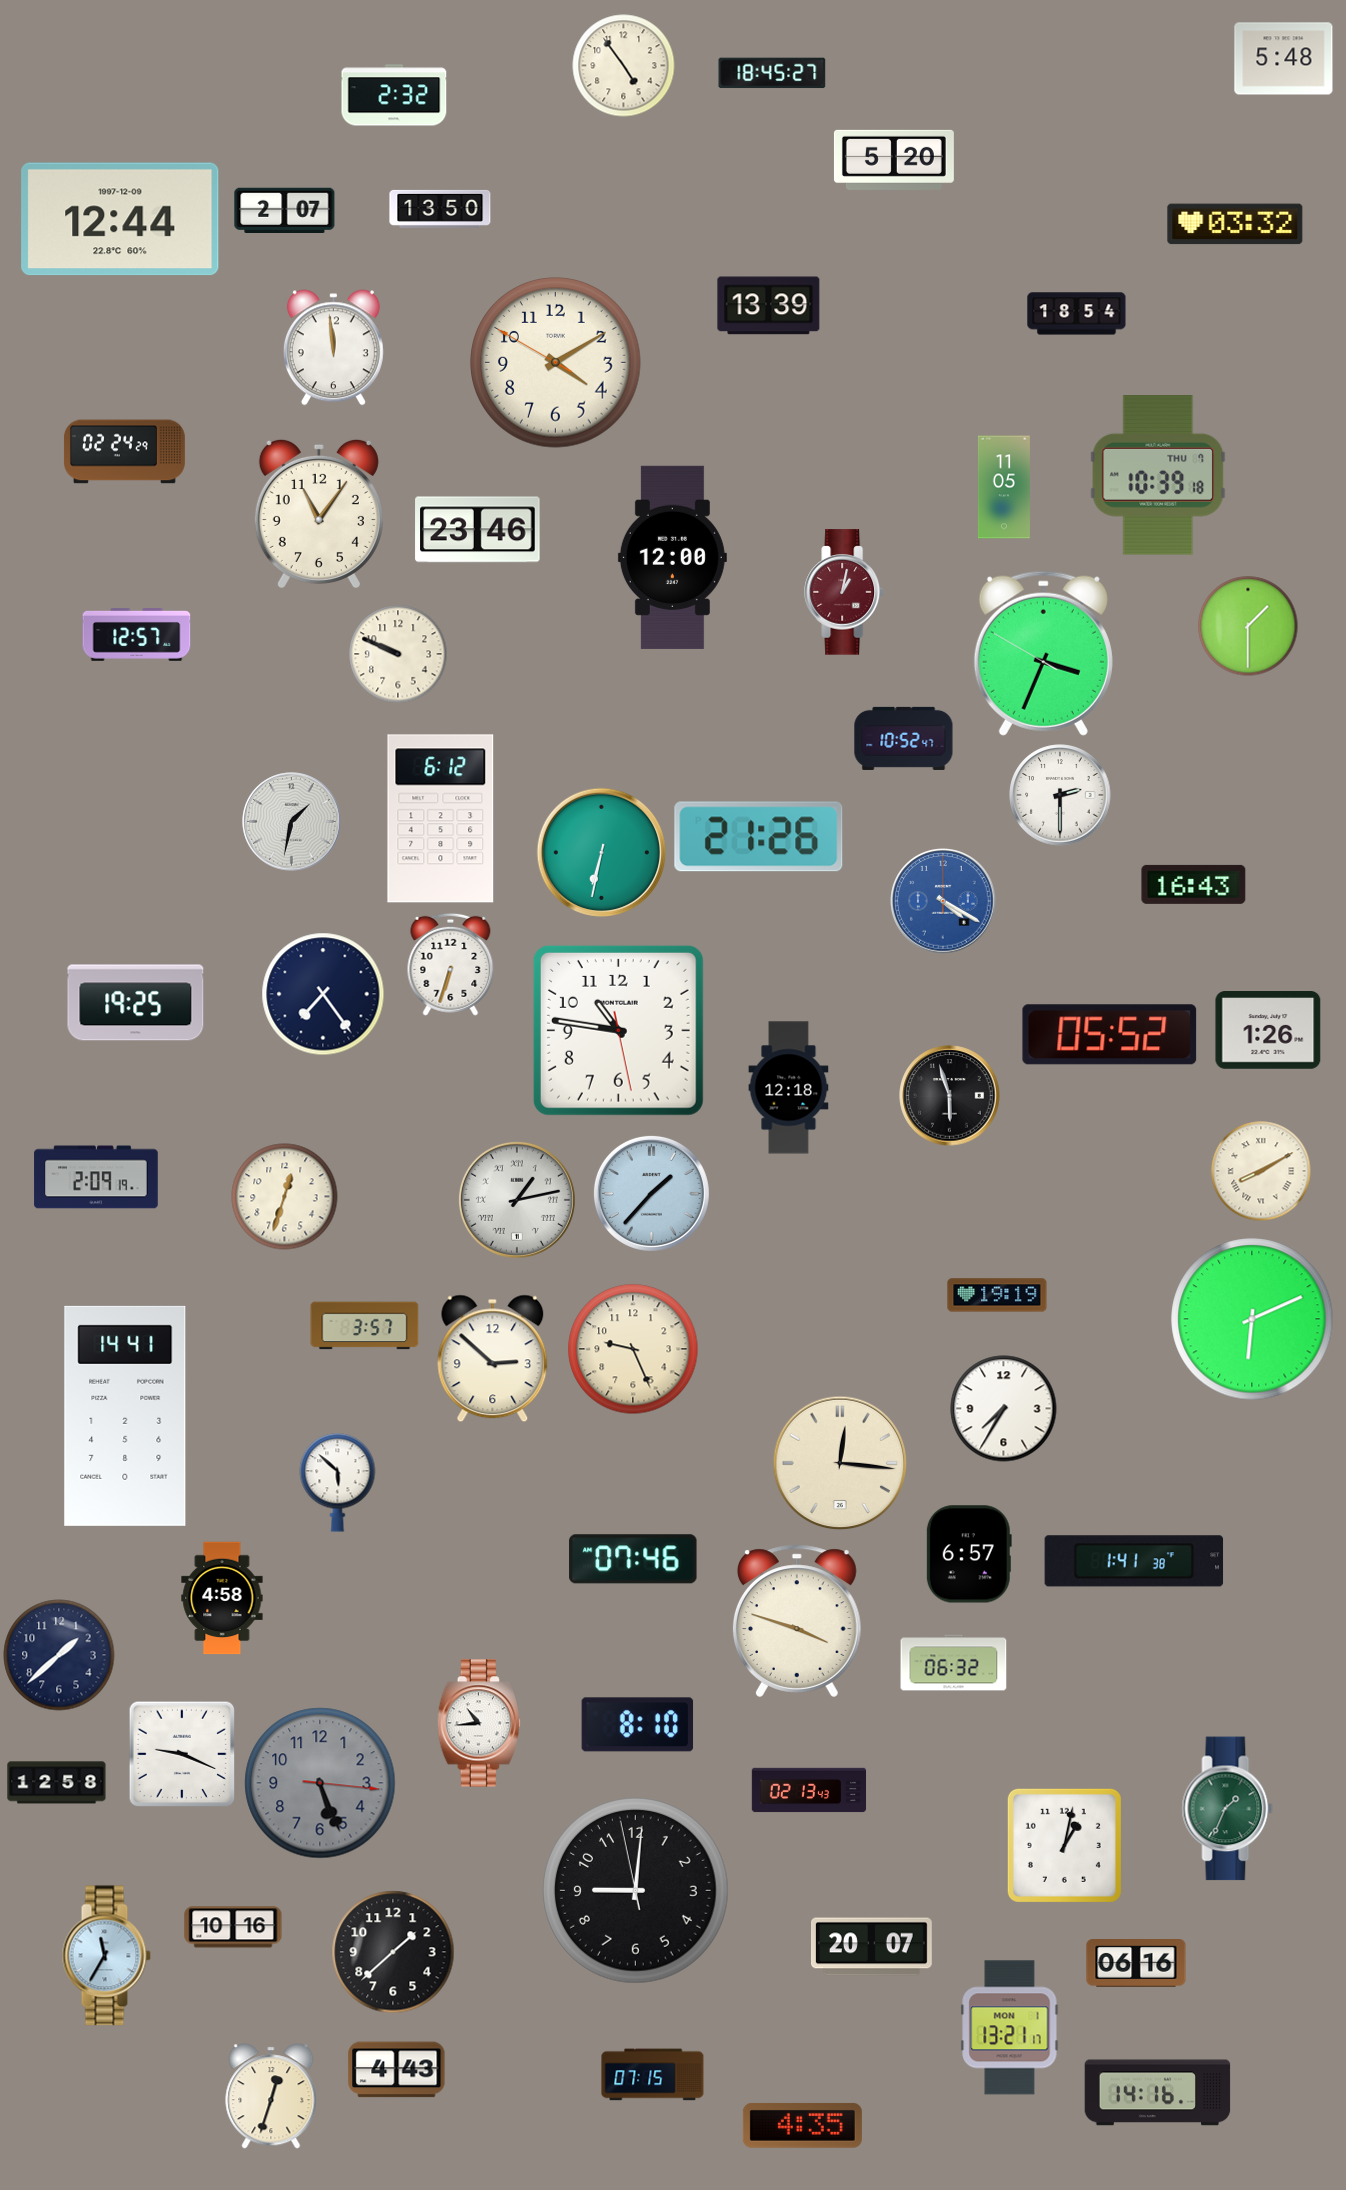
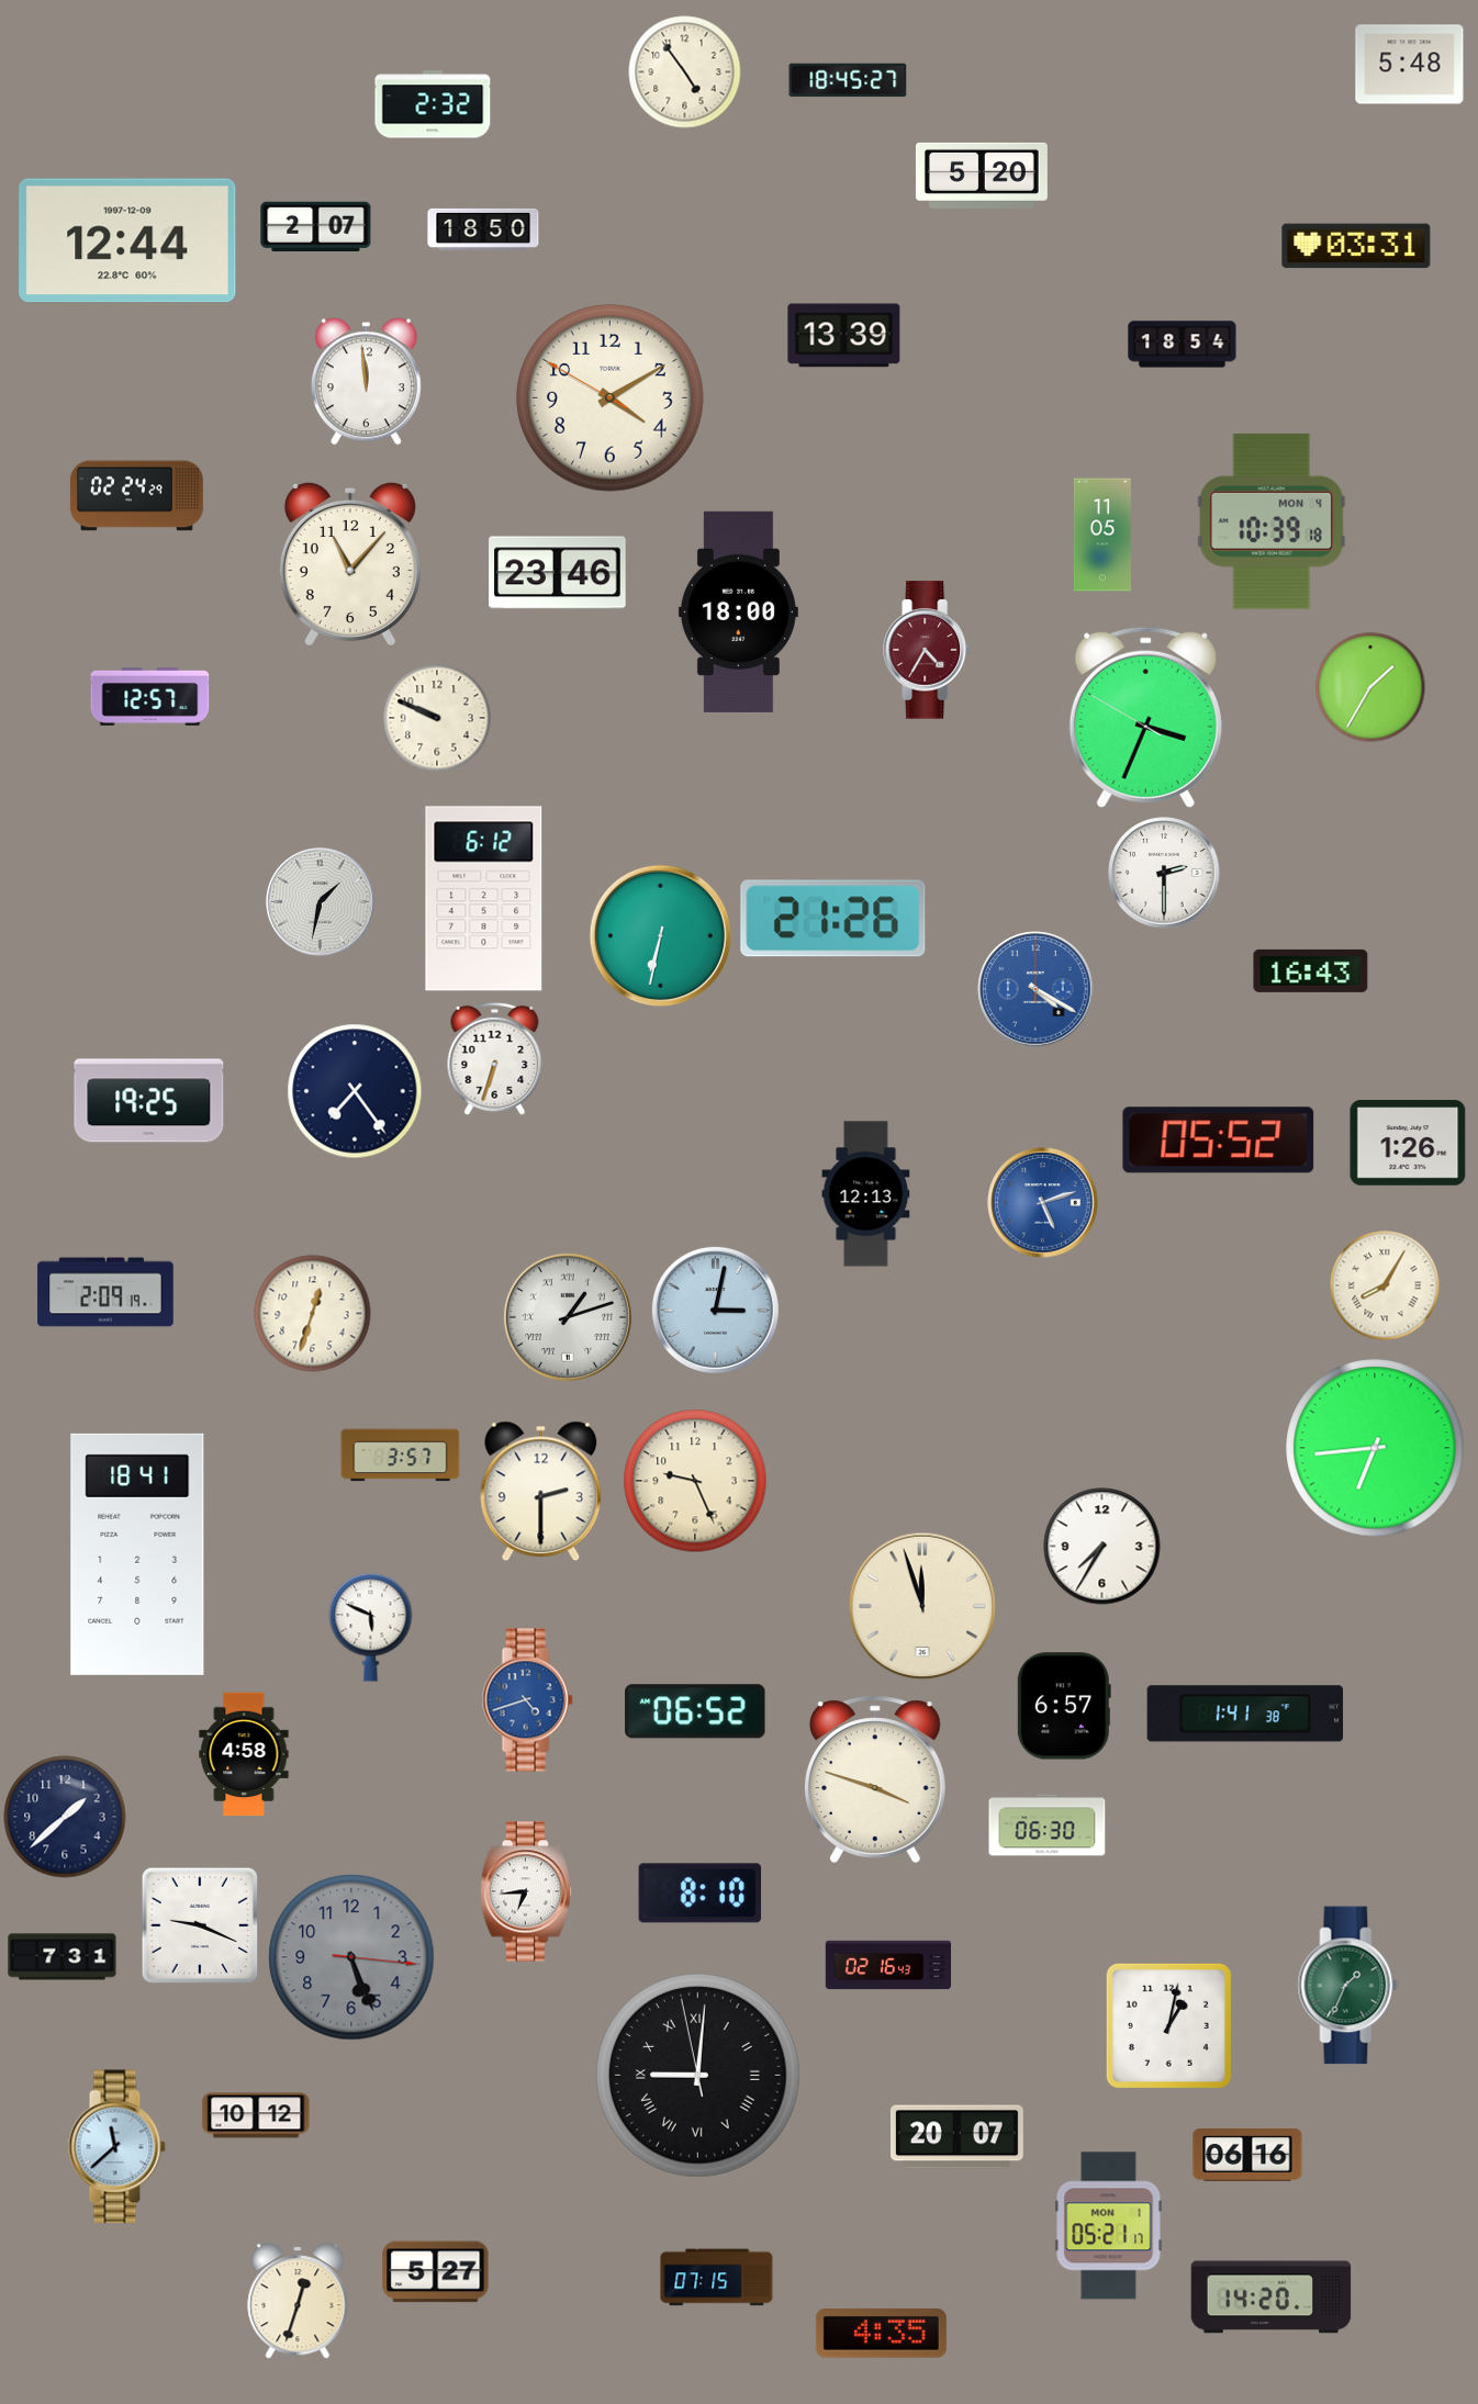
clock at (440, 209): 13:50 -> 18:50
clock at (285, 210) position: (285, 210) -> (316, 226)
clock at (120, 219) position: (120, 219) -> (127, 240)
clock at (1235, 224): 03:32 -> 03:31
clock at (1158, 475) date: THU 7 -> MON 4
clock at (319, 513): 11:06 -> 11:07
clock at (478, 530) position: (478, 530) -> (558, 573)
clock at (672, 557): 12:00 -> 18:00
clock at (844, 592): 1:02 -> 4:35
clock at (1248, 626): 1:30 -> 1:35
clock at (904, 738): 10:52 -> none
clock at (618, 1030): 10:46 -> none
clock at (1268, 1031) position: (1268, 1031) -> (1408, 1144)
clock at (1110, 1035) position: (1110, 1035) -> (1219, 1141)
clock at (789, 1088): 12:18 -> 12:13
clock at (950, 1096): 5:57 -> 5:12
clock at (950, 1096) dial: black -> blue
clock at (1261, 1171): 8:10 -> 8:05
clock at (651, 1193): 1:37 -> 3:02
clock at (517, 1200): 1:13 -> 1:12
clock at (997, 1295): 19:19 -> none
clock at (1252, 1319): 6:11 -> 6:44
clock at (493, 1359): 2:52 -> 2:30
clock at (125, 1416): 14:41 -> 18:41
clock at (840, 1463): 12:16 -> 11:57
clock at (338, 1483): 5:52 -> 5:49
clock at (527, 1700): none -> 4:42
clock at (633, 1559): 07:46 -> 06:52
clock at (954, 1663): 06:32 -> 06:30
clock at (479, 1723): 10:44 -> 6:44
clock at (57, 1783): 12:58 -> 7:31
clock at (809, 1790): 02:13 -> 02:16
clock at (636, 1891) numerals: Arabic -> Roman
clock at (233, 1927): 10:16 -> 10:12
clock at (393, 1952): 1:38 -> none
clock at (106, 1956): 11:35 -> 11:38
clock at (1010, 2028): 13:21 -> 05:21
clock at (397, 2070): 4:43 -> 5:27
clock at (1158, 2093): 14:16 -> 14:20
